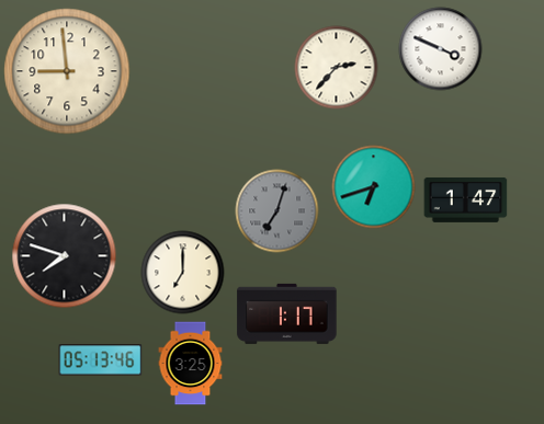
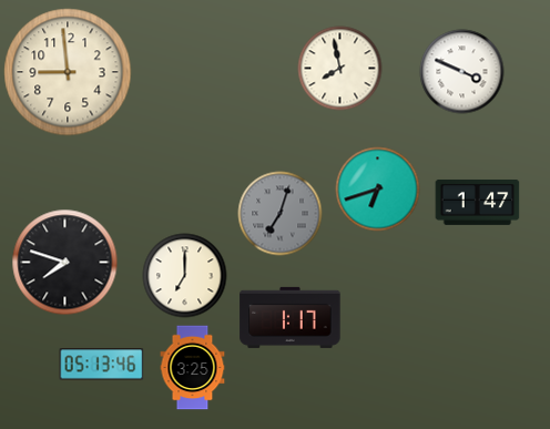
clock at (441, 49) position: (441, 49) -> (462, 72)
clock at (337, 68): 2:37 -> 7:58
clock at (466, 199) position: (466, 199) -> (478, 202)
clock at (65, 256) position: (65, 256) -> (65, 263)
